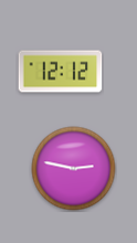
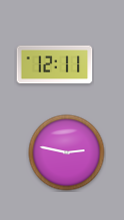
clock at (61, 72): 12:12 -> 12:11
